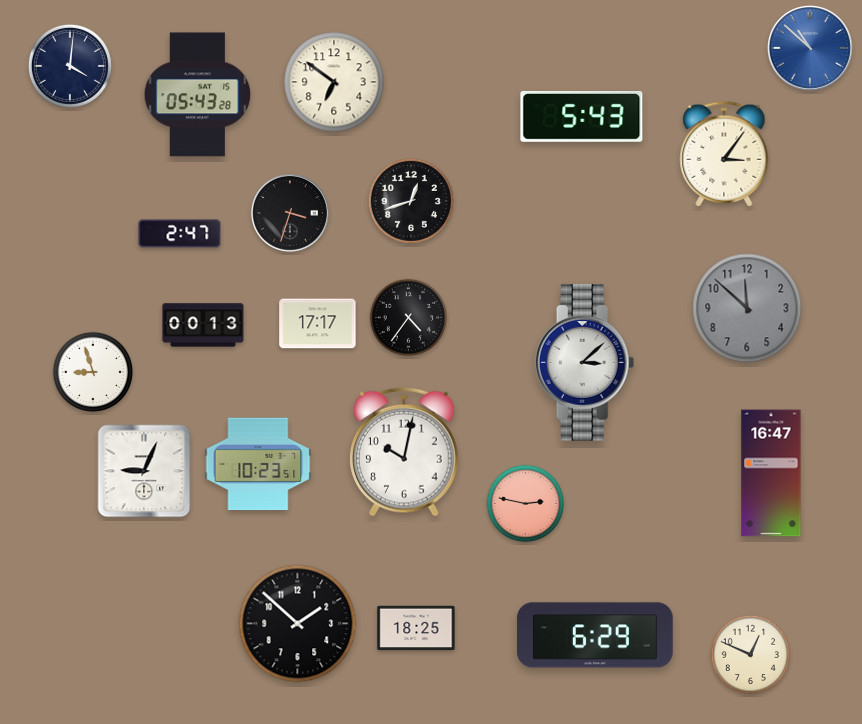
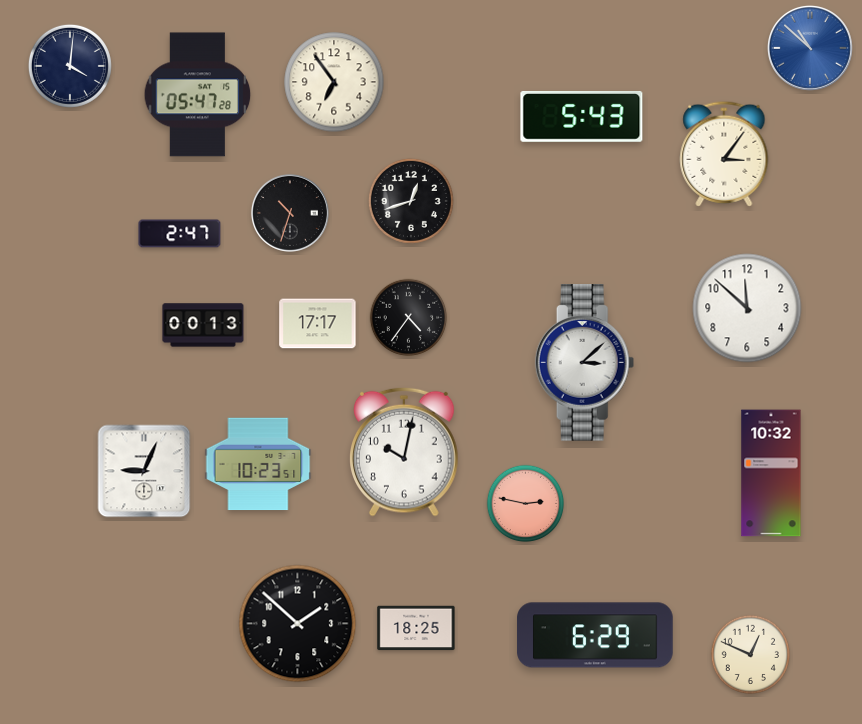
clock at (334, 82): 6:51 -> 6:54
clock at (198, 95): 05:43 -> 05:47
clock at (290, 213): 3:33 -> 10:33
clock at (747, 308) dial: grey -> white
clock at (92, 371): 8:57 -> none
clock at (771, 473): 16:47 -> 10:32
